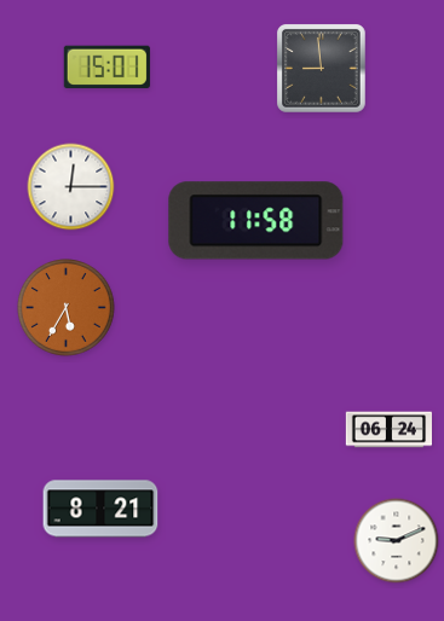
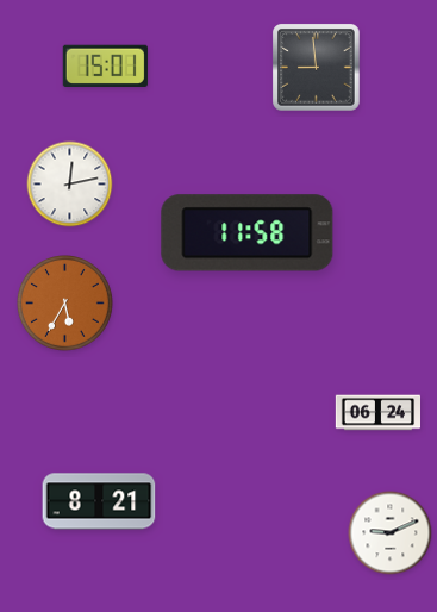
clock at (71, 187): 12:15 -> 12:13
clock at (256, 221) position: (256, 221) -> (248, 233)
clock at (388, 430) position: (388, 430) -> (377, 413)
